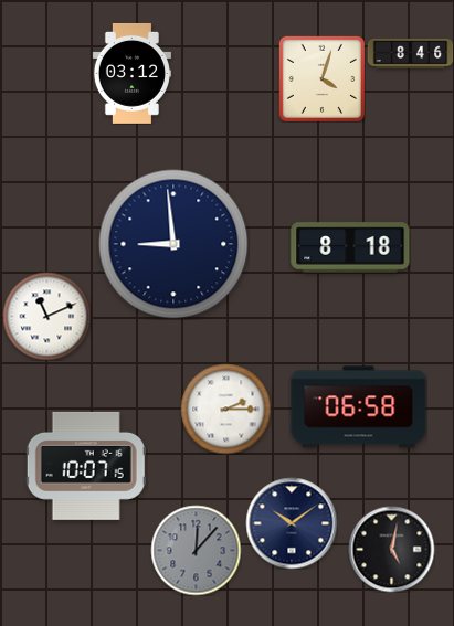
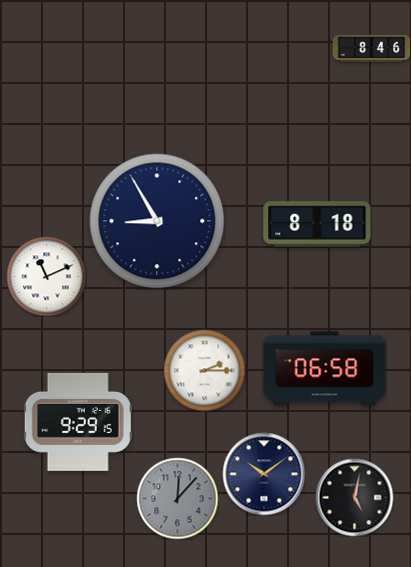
clock at (131, 73): 03:12 -> none
clock at (321, 78): 4:03 -> none
clock at (173, 244): 8:59 -> 8:55
clock at (46, 316) position: (46, 316) -> (46, 276)
clock at (86, 466): 10:07 -> 9:29
